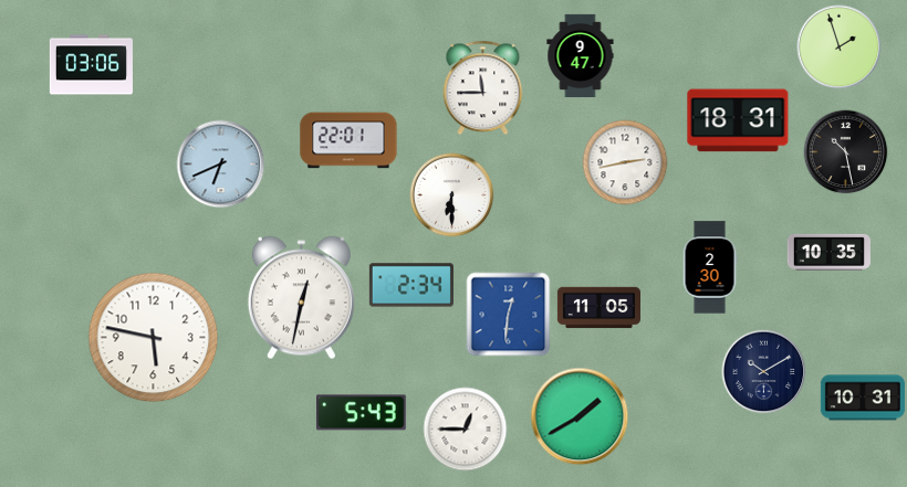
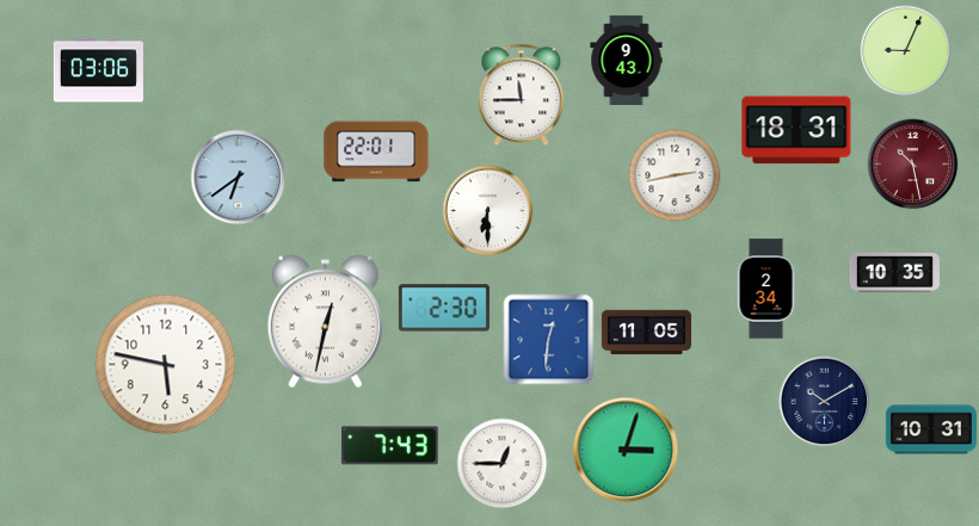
clock at (840, 47): 1:57 -> 9:04
clock at (581, 55): 9:47 -> 9:43
clock at (846, 152) dial: black -> burgundy
clock at (221, 165): 6:41 -> 6:39
clock at (710, 267): 2:30 -> 2:34
clock at (411, 285): 2:34 -> 2:30
clock at (362, 413): 5:43 -> 7:43
clock at (580, 416): 1:40 -> 3:03
